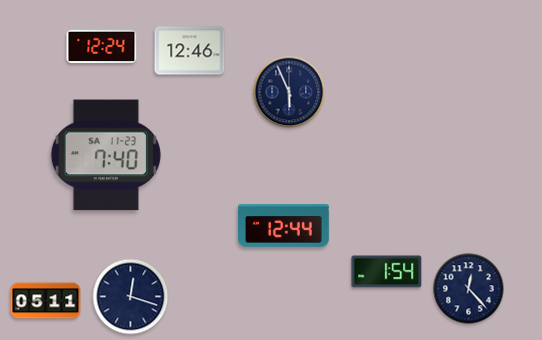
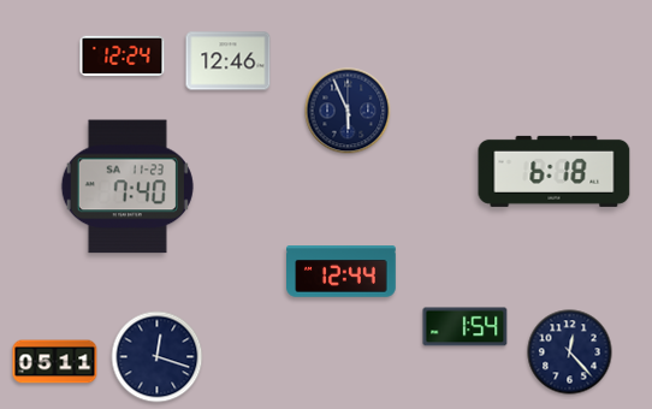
clock at (555, 171): none -> 6:18
clock at (469, 289) position: (469, 289) -> (570, 352)
